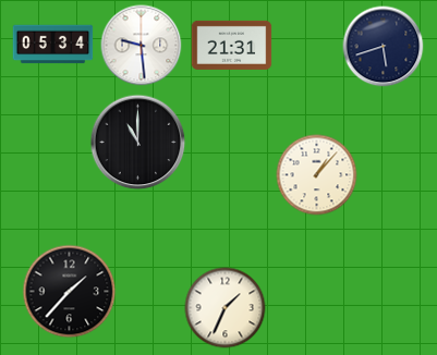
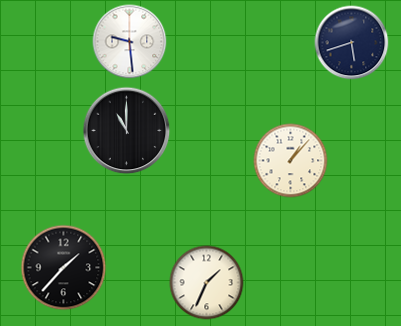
clock at (53, 45): 05:34 -> none
clock at (232, 45): 21:31 -> none
